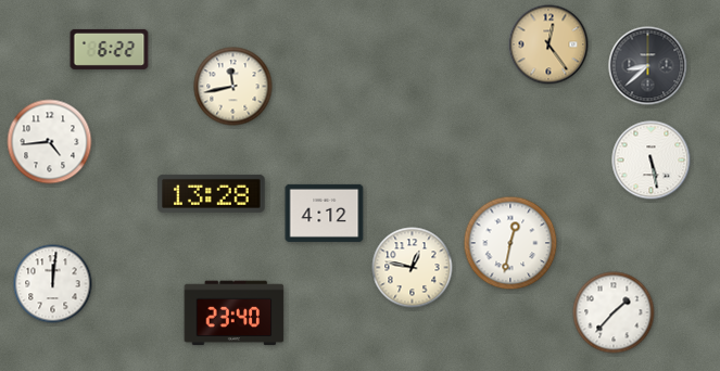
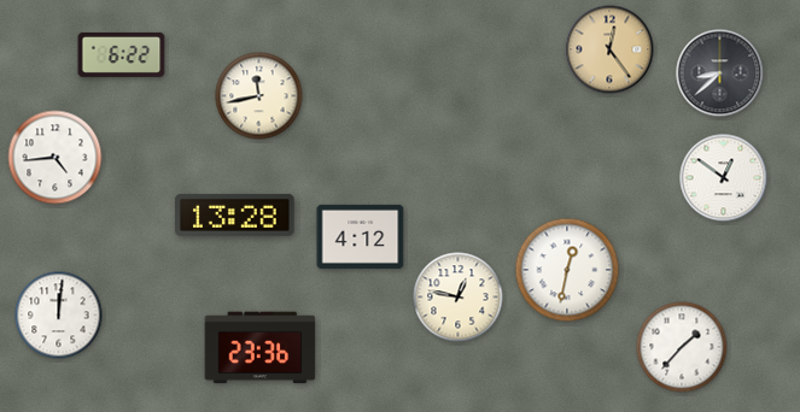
clock at (652, 161): 5:28 -> 12:51
clock at (235, 314): 23:40 -> 23:36
